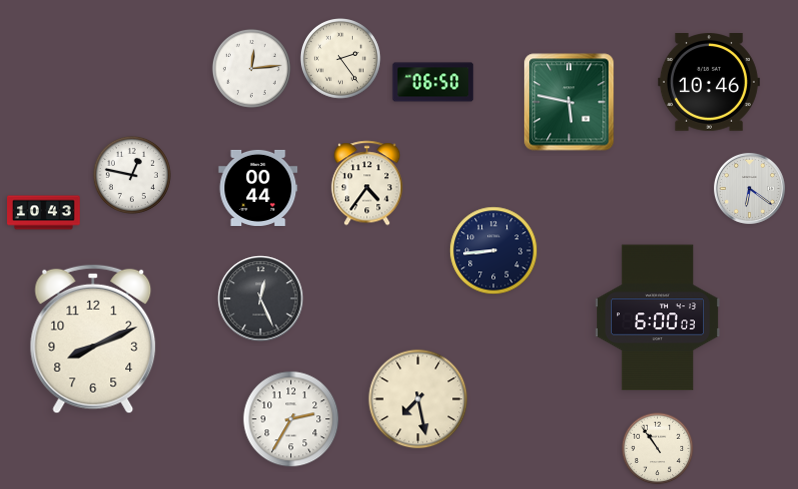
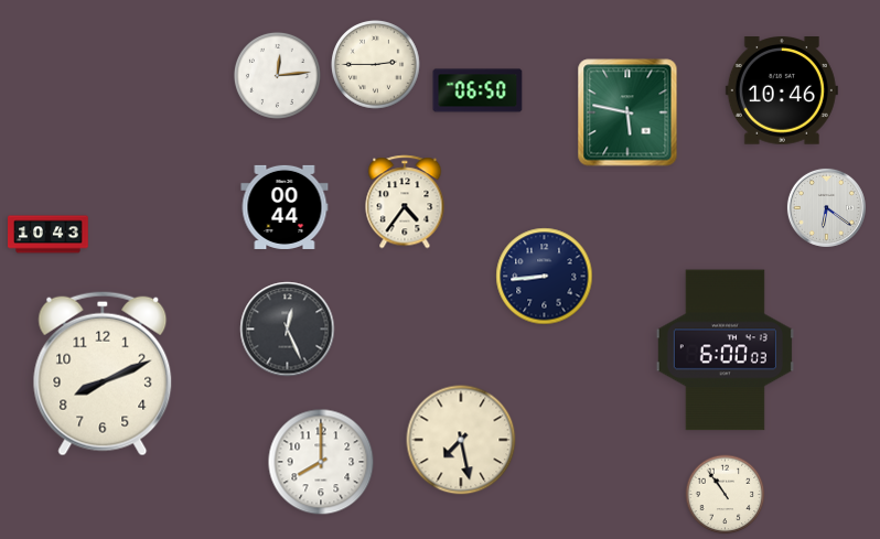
clock at (341, 59): 2:24 -> 2:45
clock at (132, 175): 12:47 -> none
clock at (291, 419): 2:35 -> 8:00
